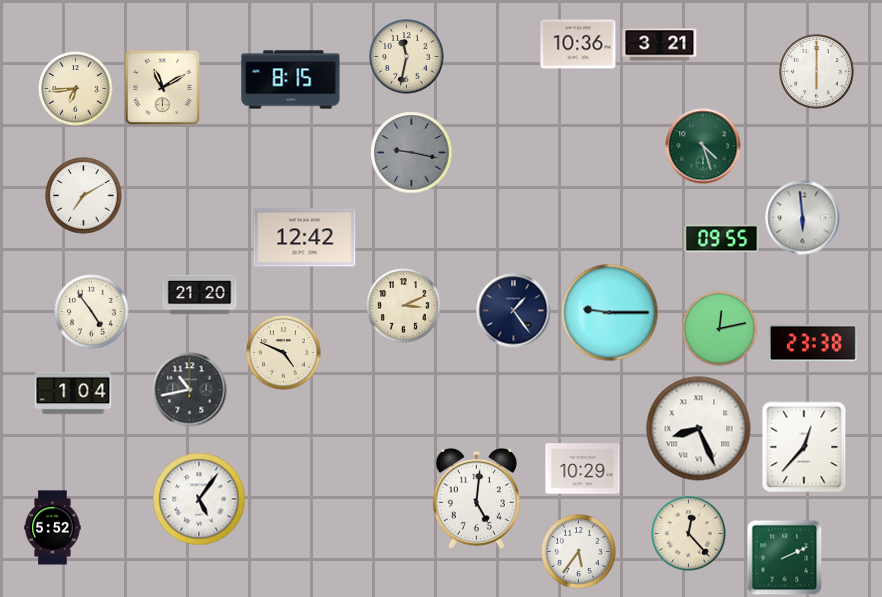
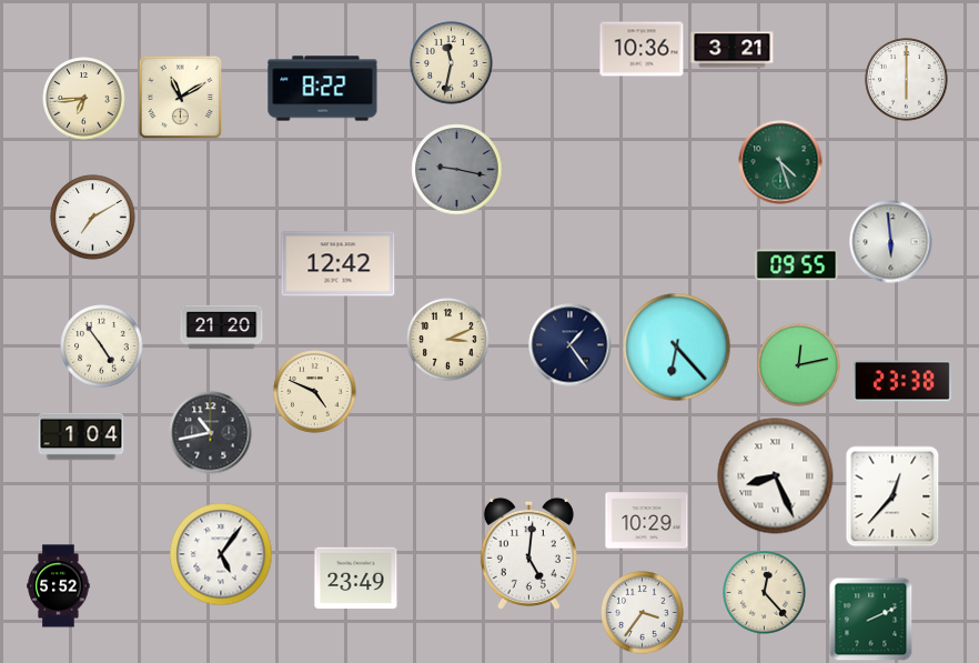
clock at (291, 80): 8:15 -> 8:22
clock at (722, 239) position: (722, 239) -> (797, 265)
clock at (610, 313): 9:15 -> 6:23
clock at (356, 579): none -> 23:49
clock at (579, 552): 5:36 -> 3:36
